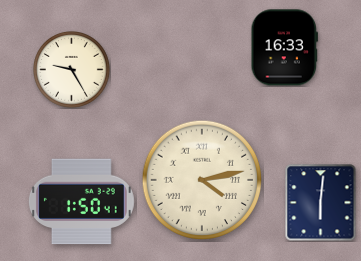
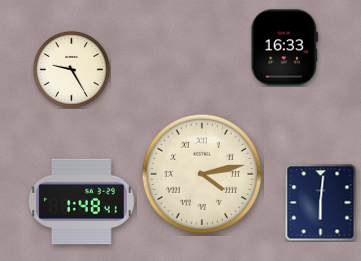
clock at (201, 179) position: (201, 179) -> (201, 173)
clock at (81, 202): 1:50 -> 1:48
